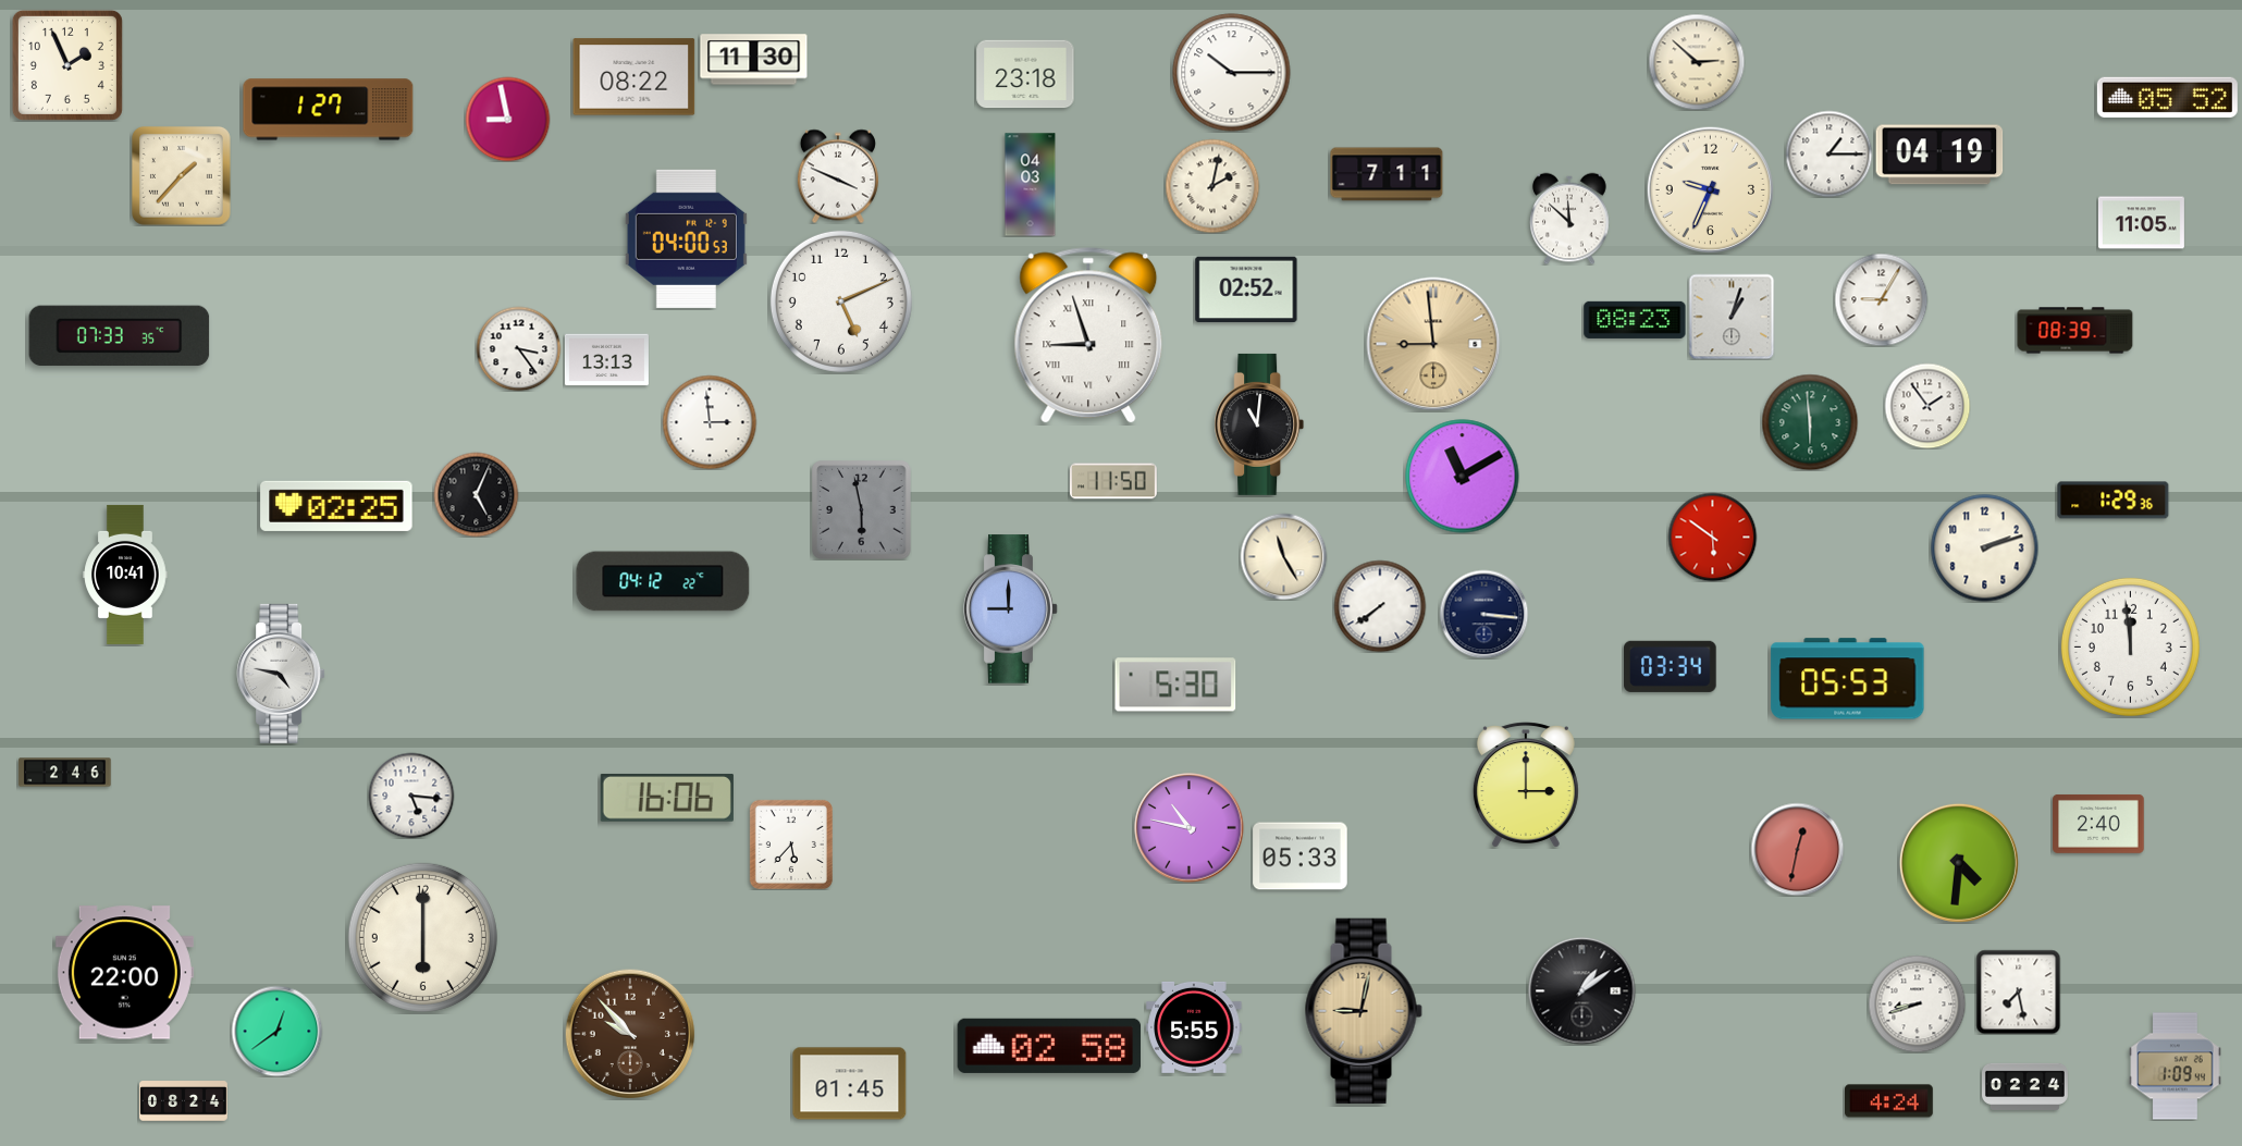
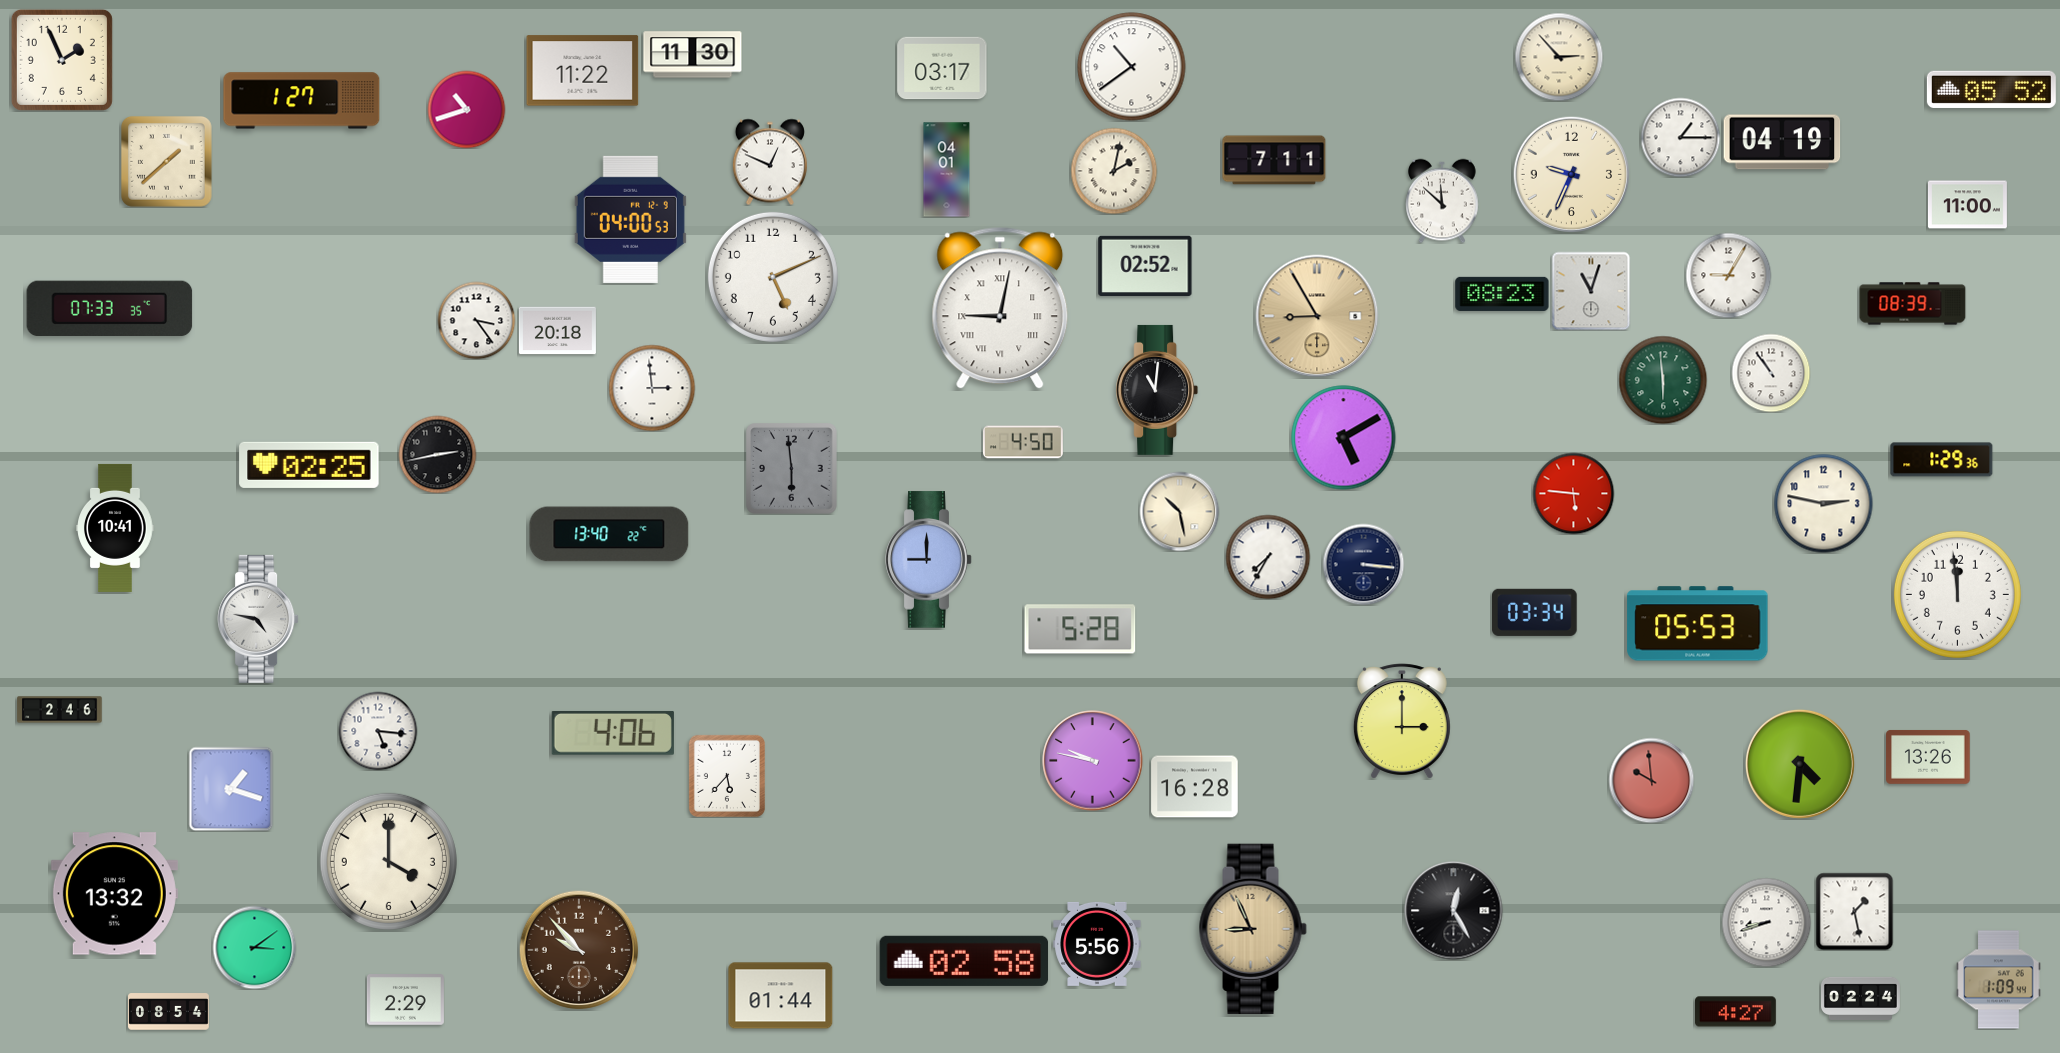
clock at (1697, 62): 2:52 -> 2:53
clock at (1232, 73): 10:15 -> 10:39
clock at (1025, 74): 23:18 -> 03:17
clock at (635, 77): 08:22 -> 11:22
clock at (507, 119): 8:58 -> 10:42
clock at (1828, 153) position: (1828, 153) -> (1680, 137)
clock at (182, 176): 1:37 -> 1:38
clock at (838, 176): 3:49 -> 12:49
clock at (1031, 185): 04:03 -> 04:01
clock at (2141, 223): 11:05 -> 11:00
clock at (1732, 317): 1:03 -> 11:03
clock at (2075, 331) position: (2075, 331) -> (1913, 304)
clock at (1088, 335): 8:57 -> 9:02
clock at (1433, 344): 8:59 -> 8:55
clock at (606, 360): 13:13 -> 20:18
clock at (1927, 406): 1:54 -> 10:54
clock at (1810, 422) position: (1810, 422) -> (1663, 380)
clock at (1463, 477): 11:10 -> 5:10
clock at (1113, 481): 11:50 -> 4:50
clock at (476, 494): 5:04 -> 2:43
clock at (862, 510): 5:58 -> 5:59
clock at (1712, 537): 5:51 -> 5:46
clock at (1985, 549): 2:12 -> 2:47
clock at (1283, 556): 11:25 -> 10:28
clock at (663, 581): 04:12 -> 13:40
clock at (1380, 606): 7:39 -> 7:35
clock at (1175, 685): 5:30 -> 5:28
clock at (667, 798): 16:06 -> 4:06
clock at (2098, 824): 2:40 -> 13:26
clock at (1190, 828): 10:47 -> 9:47
clock at (1797, 849): 12:32 -> 9:59
clock at (1301, 857): 05:33 -> 16:28
clock at (231, 789): none -> 1:18
clock at (1959, 863) position: (1959, 863) -> (1800, 764)
clock at (422, 937): 6:00 -> 4:00
clock at (124, 973): 22:00 -> 13:32
clock at (1582, 991): 1:09 -> 12:25
clock at (2018, 991): 7:28 -> 1:28
clock at (1917, 1003) position: (1917, 1003) -> (1766, 922)
clock at (1364, 1010): 9:02 -> 8:56
clock at (1194, 1027): 5:55 -> 5:56
clock at (276, 1031): 12:39 -> 3:09
clock at (850, 1084): 01:45 -> 01:44
clock at (405, 1000): none -> 2:29
clock at (184, 1101): 08:24 -> 08:54
clock at (1889, 1101): 4:24 -> 4:27
